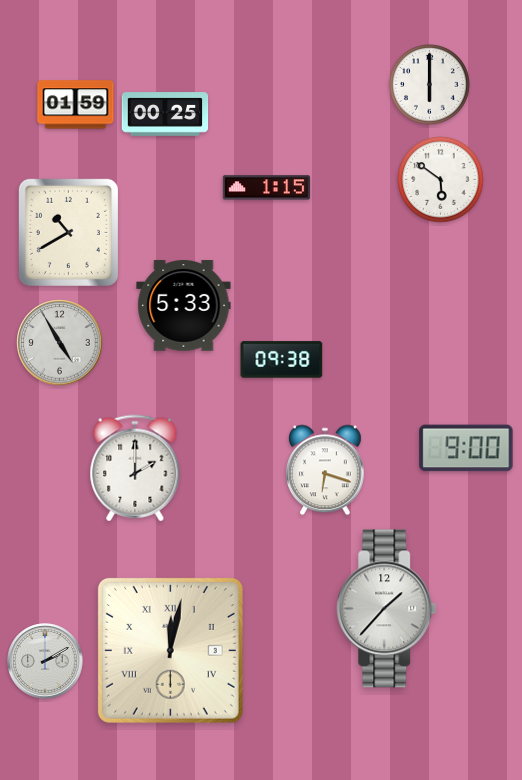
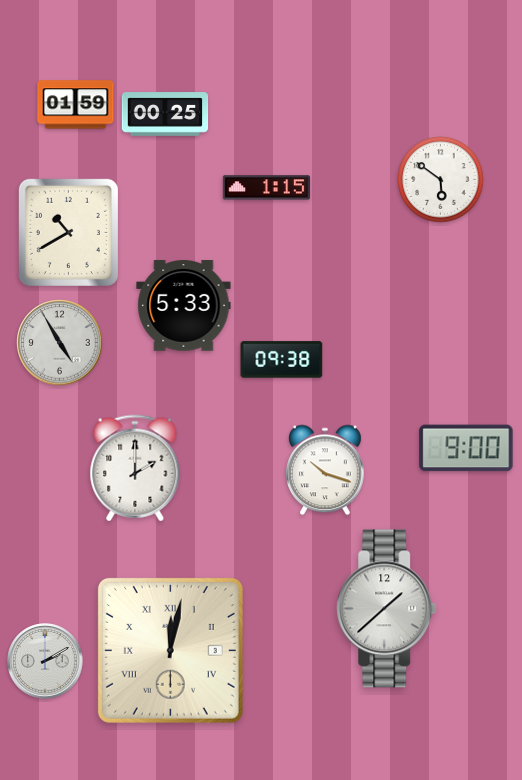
clock at (430, 85): 6:00 -> none
clock at (326, 470): 6:18 -> 10:18
clock at (387, 609): 1:37 -> 1:38
